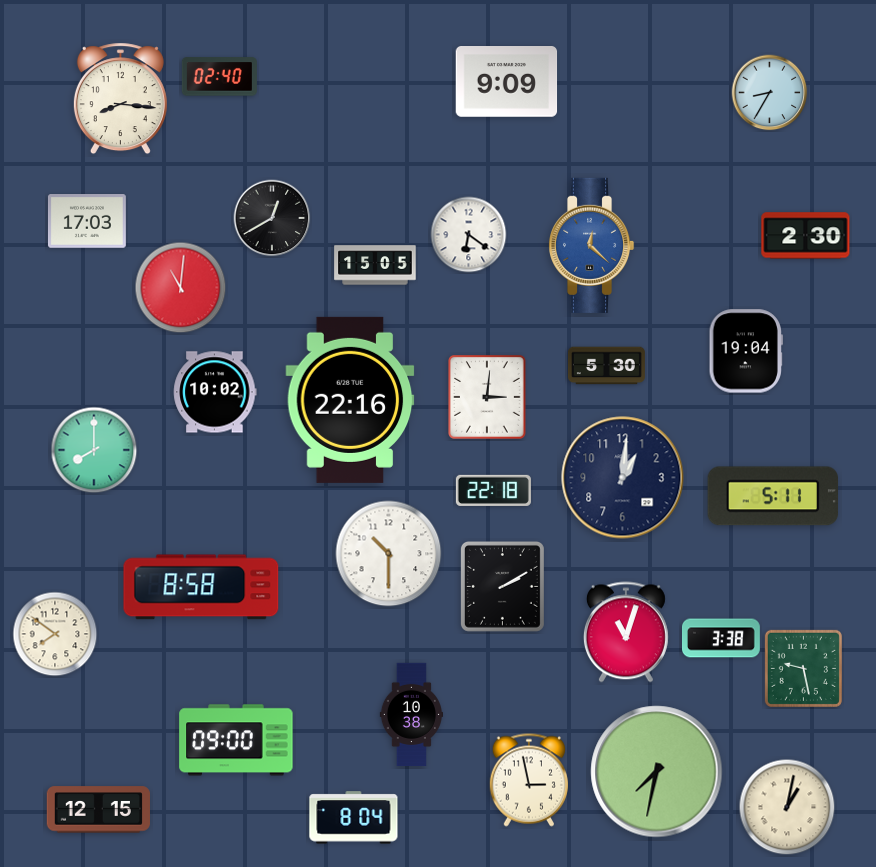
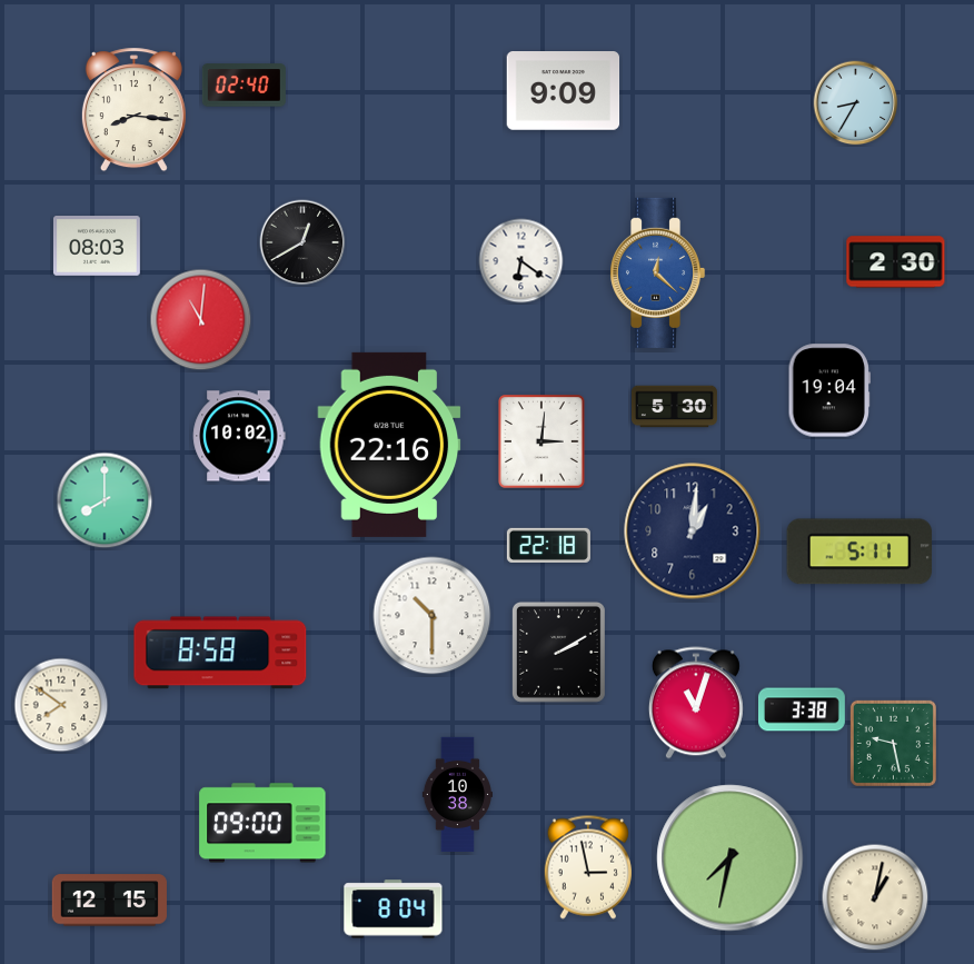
clock at (87, 222): 17:03 -> 08:03
clock at (375, 265): 15:05 -> none
clock at (201, 587) position: (201, 587) -> (220, 653)
